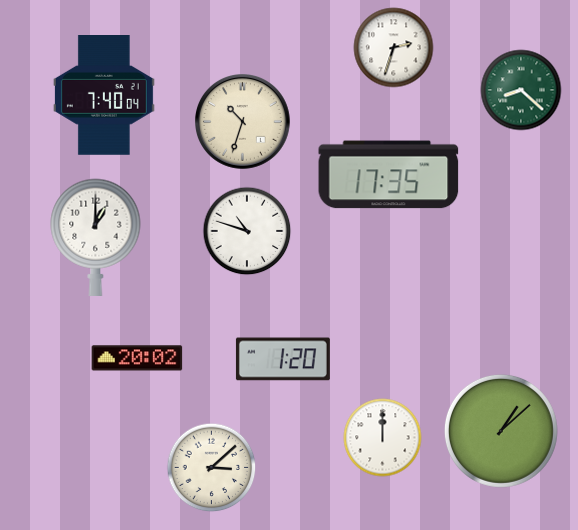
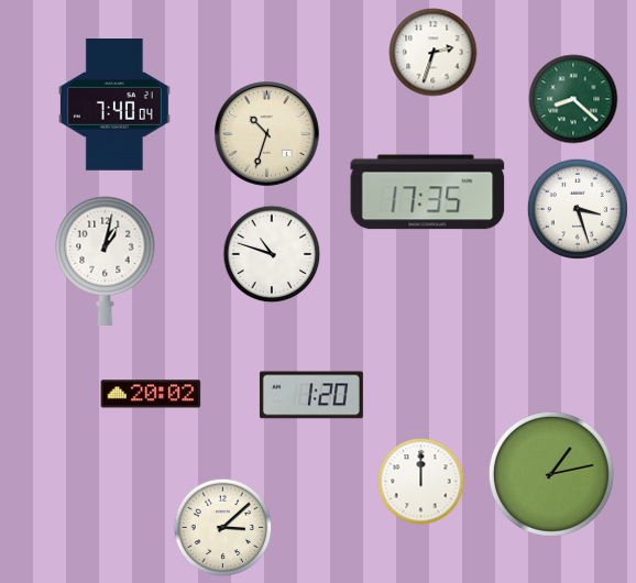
clock at (578, 209): none -> 3:27
clock at (96, 237): 1:00 -> 1:02
clock at (501, 431): 1:08 -> 1:13
clock at (212, 468) position: (212, 468) -> (223, 528)
